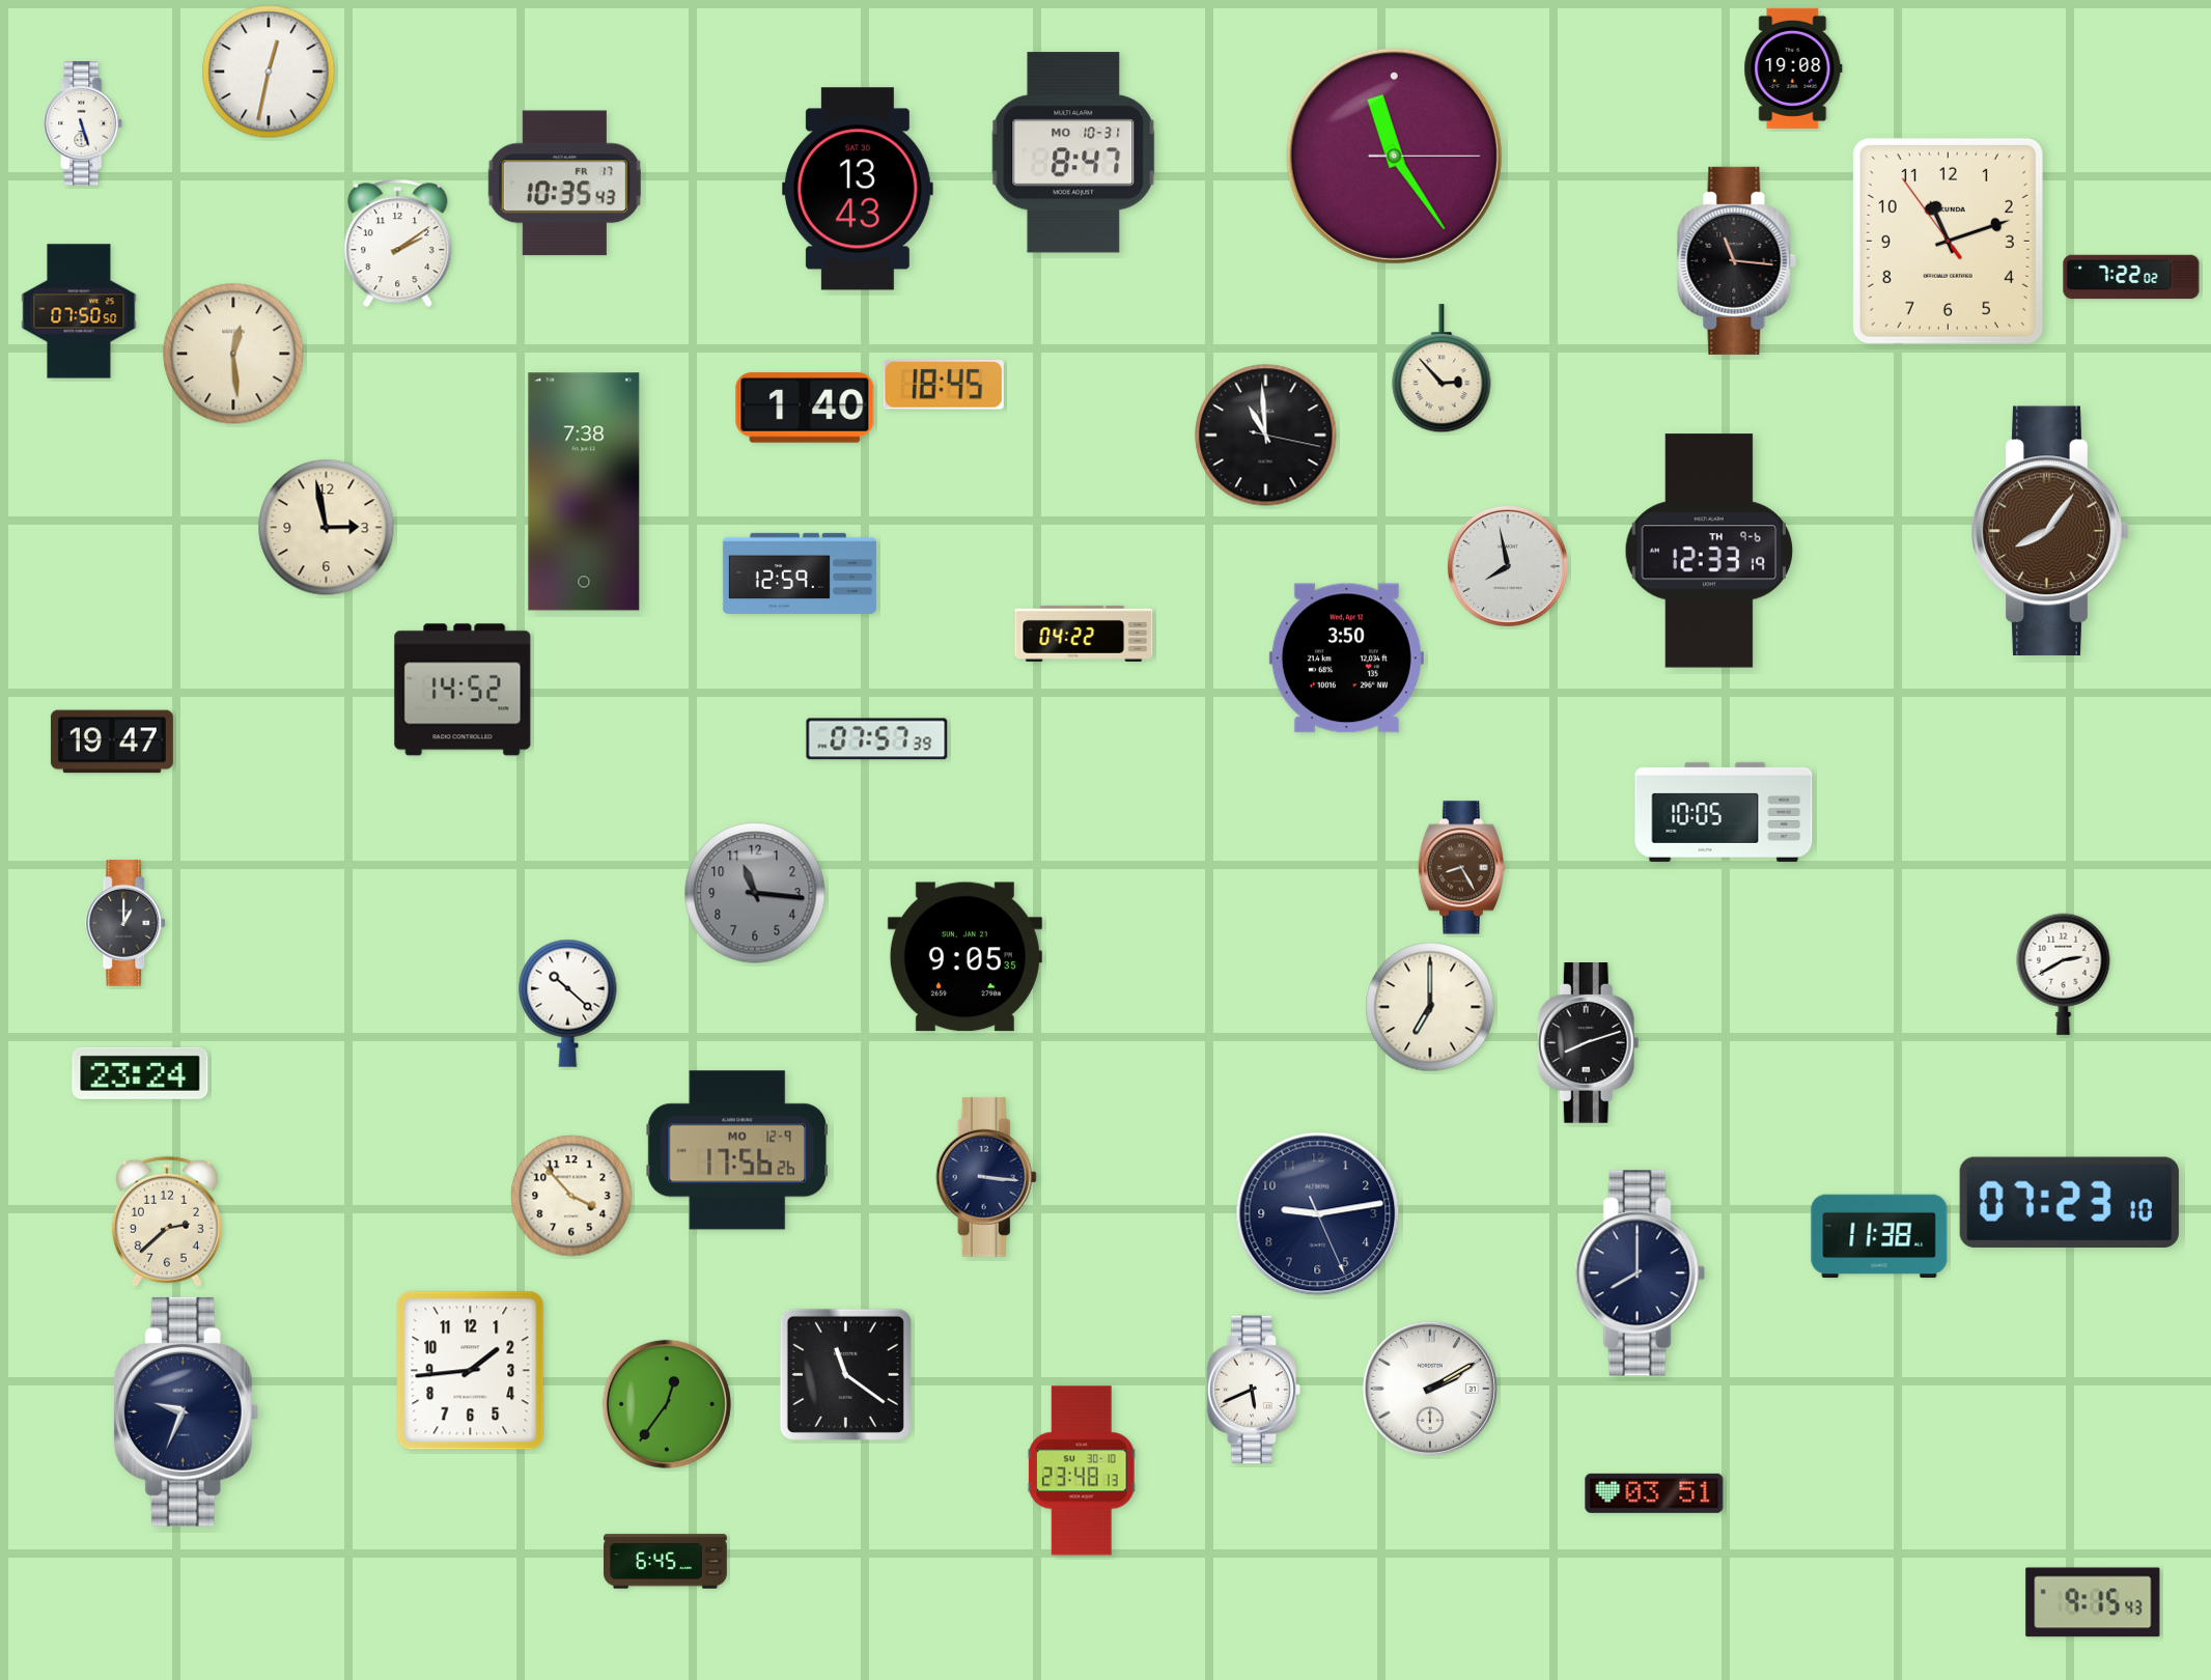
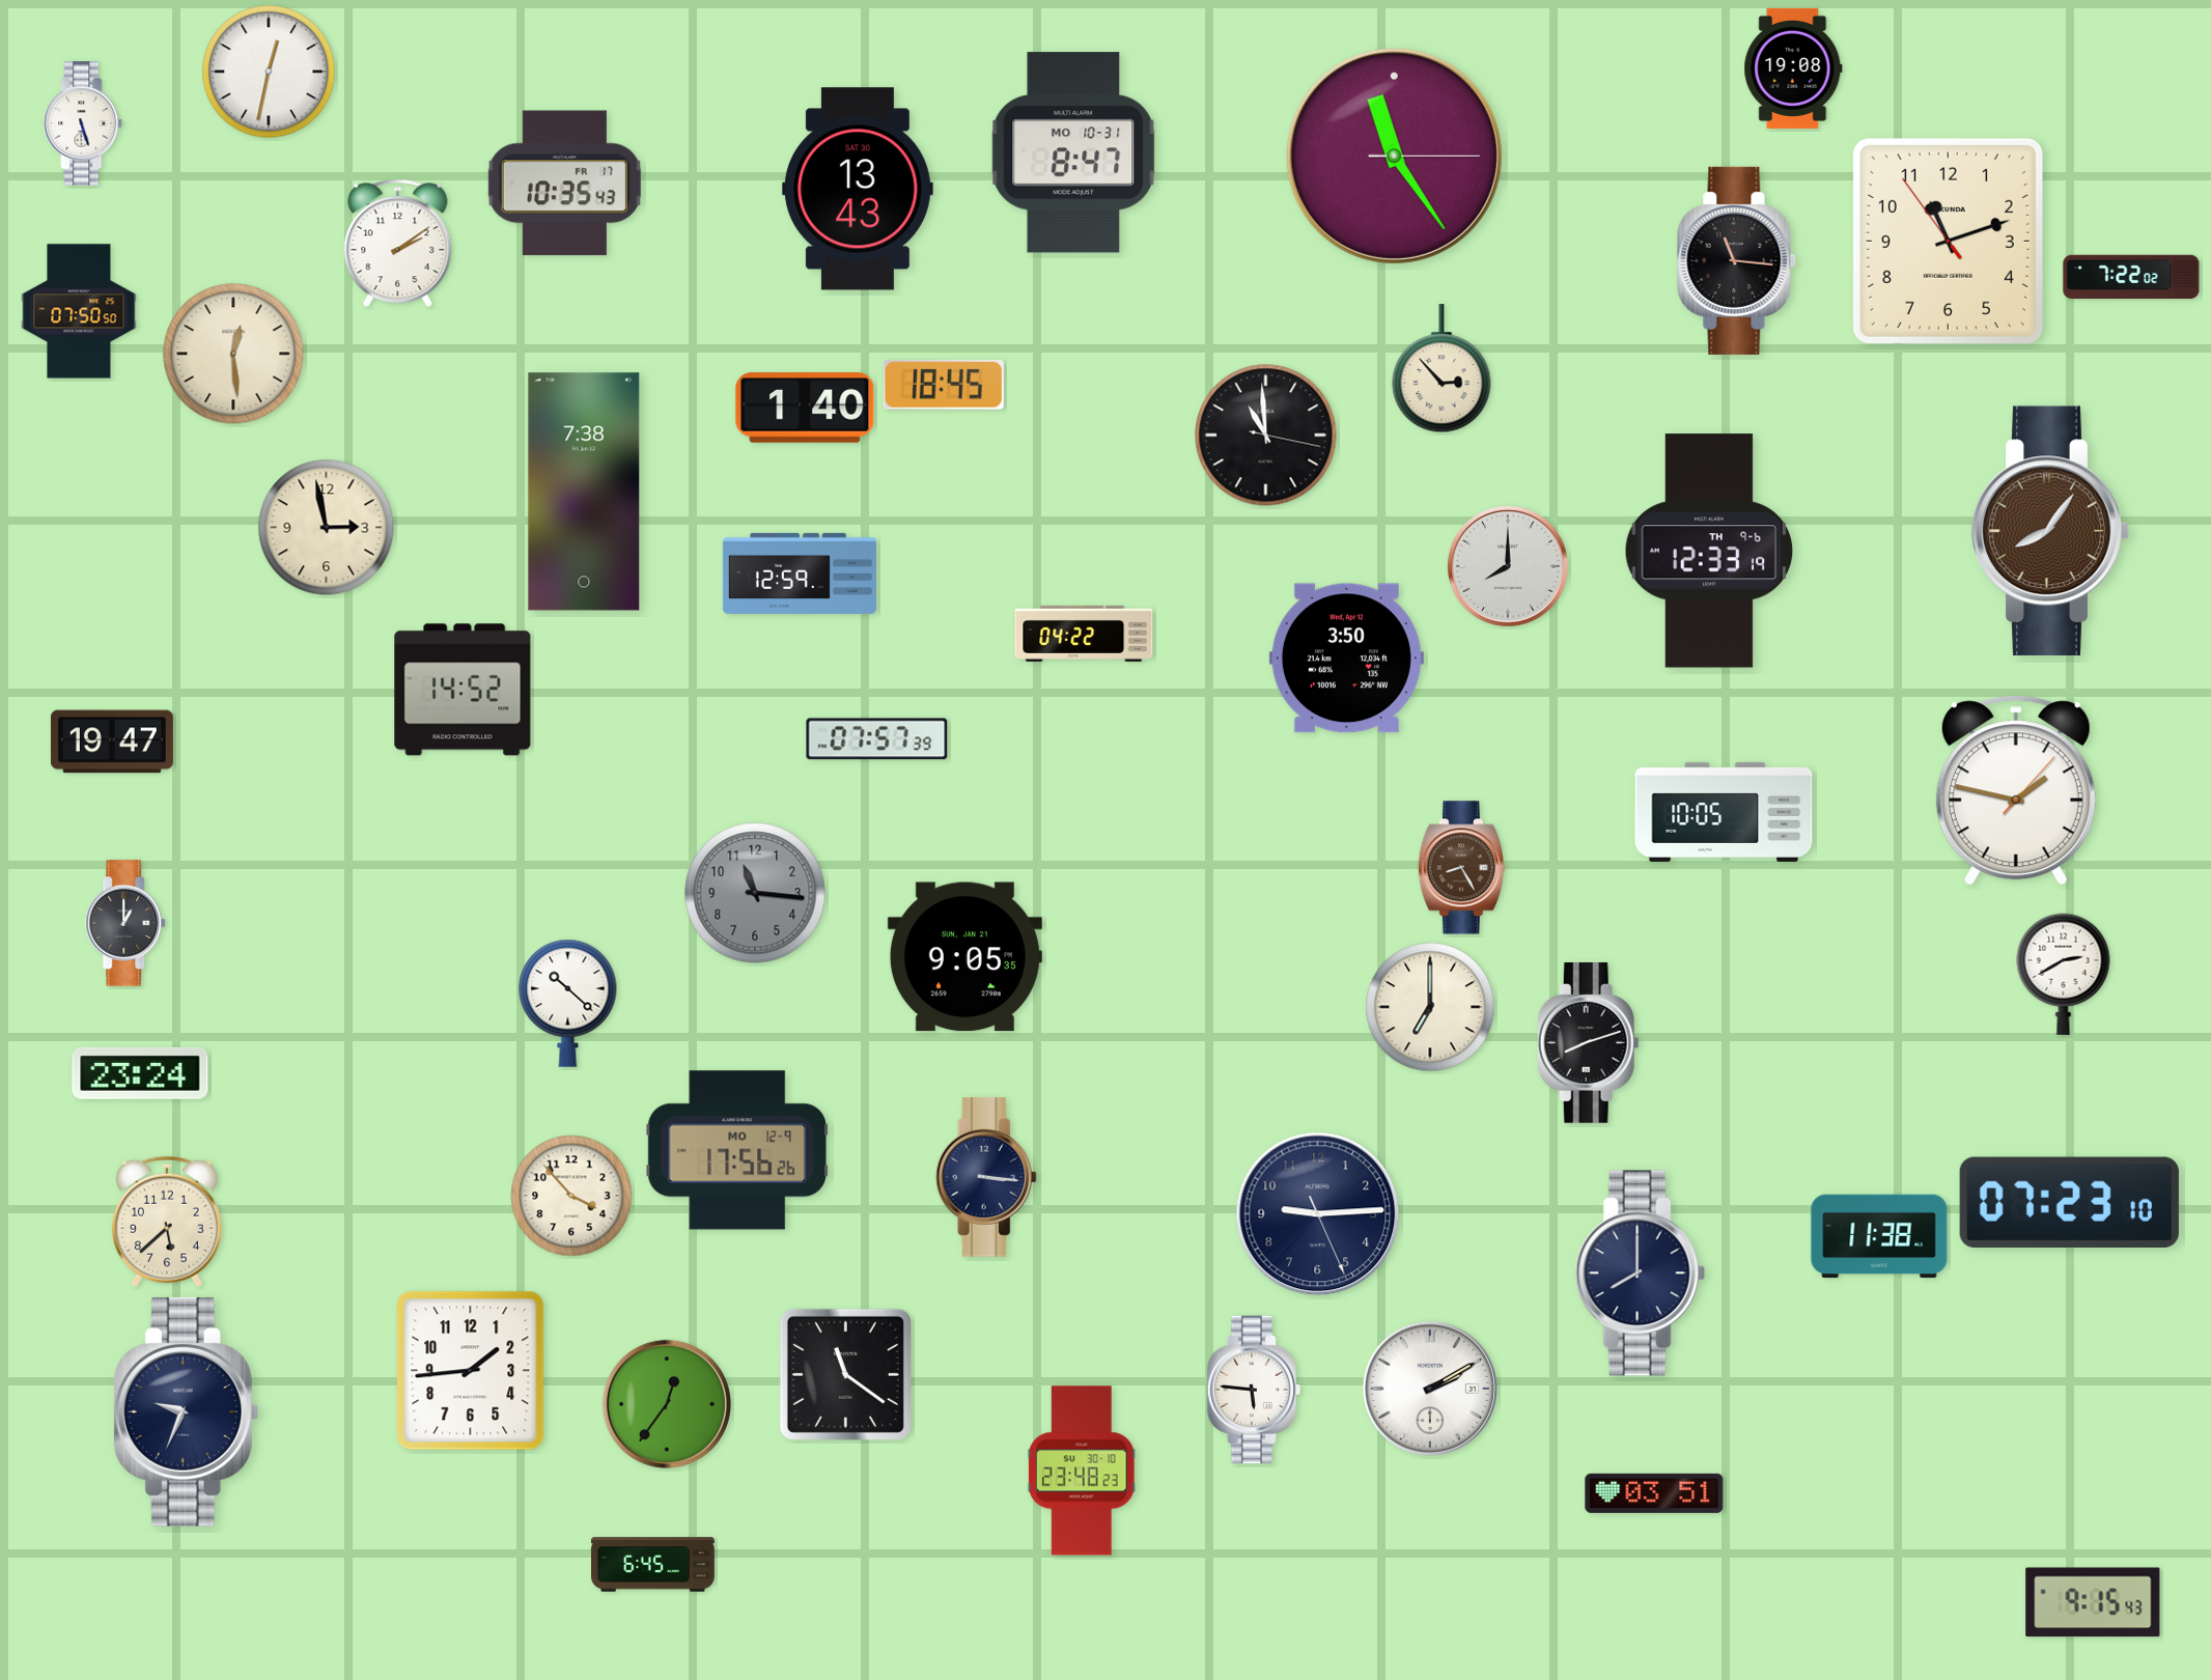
clock at (1508, 566): 7:58 -> 8:00
clock at (2016, 790): none -> 1:47
clock at (1318, 1214): 9:13 -> 9:14
clock at (167, 1222): 2:38 -> 5:38
clock at (1254, 1390): 5:41 -> 5:46
clock at (1082, 1471): 23:48:13 -> 23:48:23
clock at (666, 1562) position: (666, 1562) -> (653, 1565)
